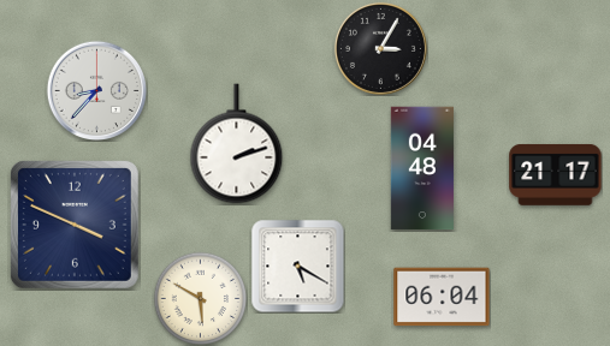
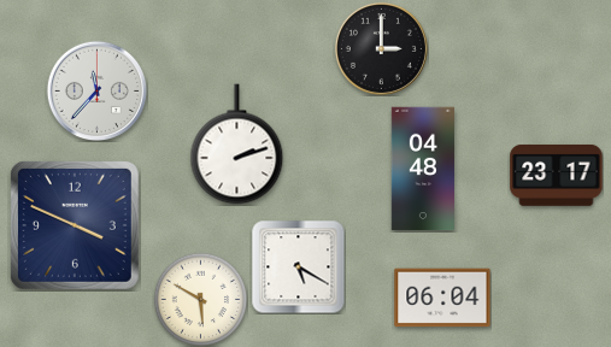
clock at (380, 48): 3:05 -> 3:00
clock at (96, 90): 8:37 -> 11:37
clock at (556, 174): 21:17 -> 23:17
